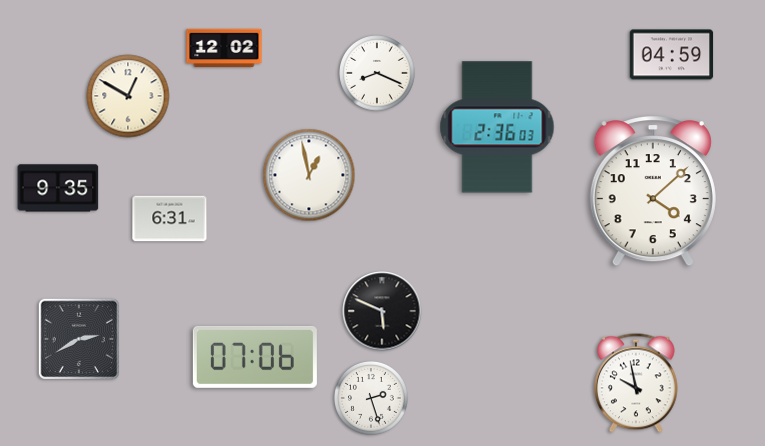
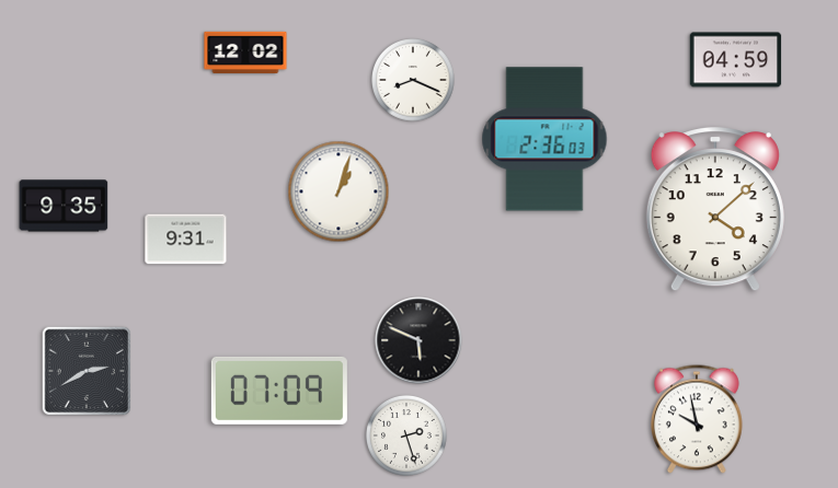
clock at (128, 96): 12:50 -> none
clock at (309, 175): 12:58 -> 1:03
clock at (170, 219): 6:31 -> 9:31
clock at (255, 357): 07:06 -> 07:09
